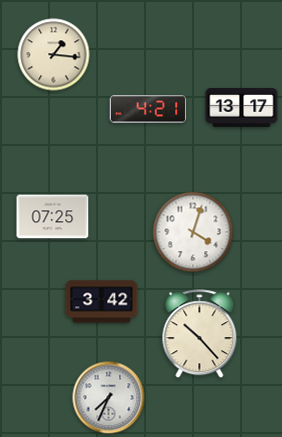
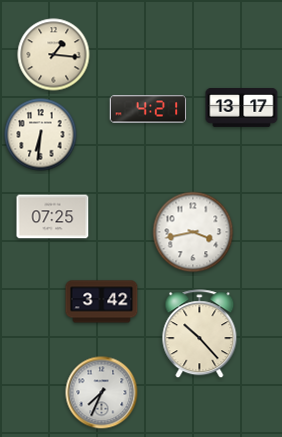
clock at (41, 135): none -> 6:31
clock at (193, 232): 4:03 -> 3:43
clock at (109, 398) position: (109, 398) -> (102, 393)
